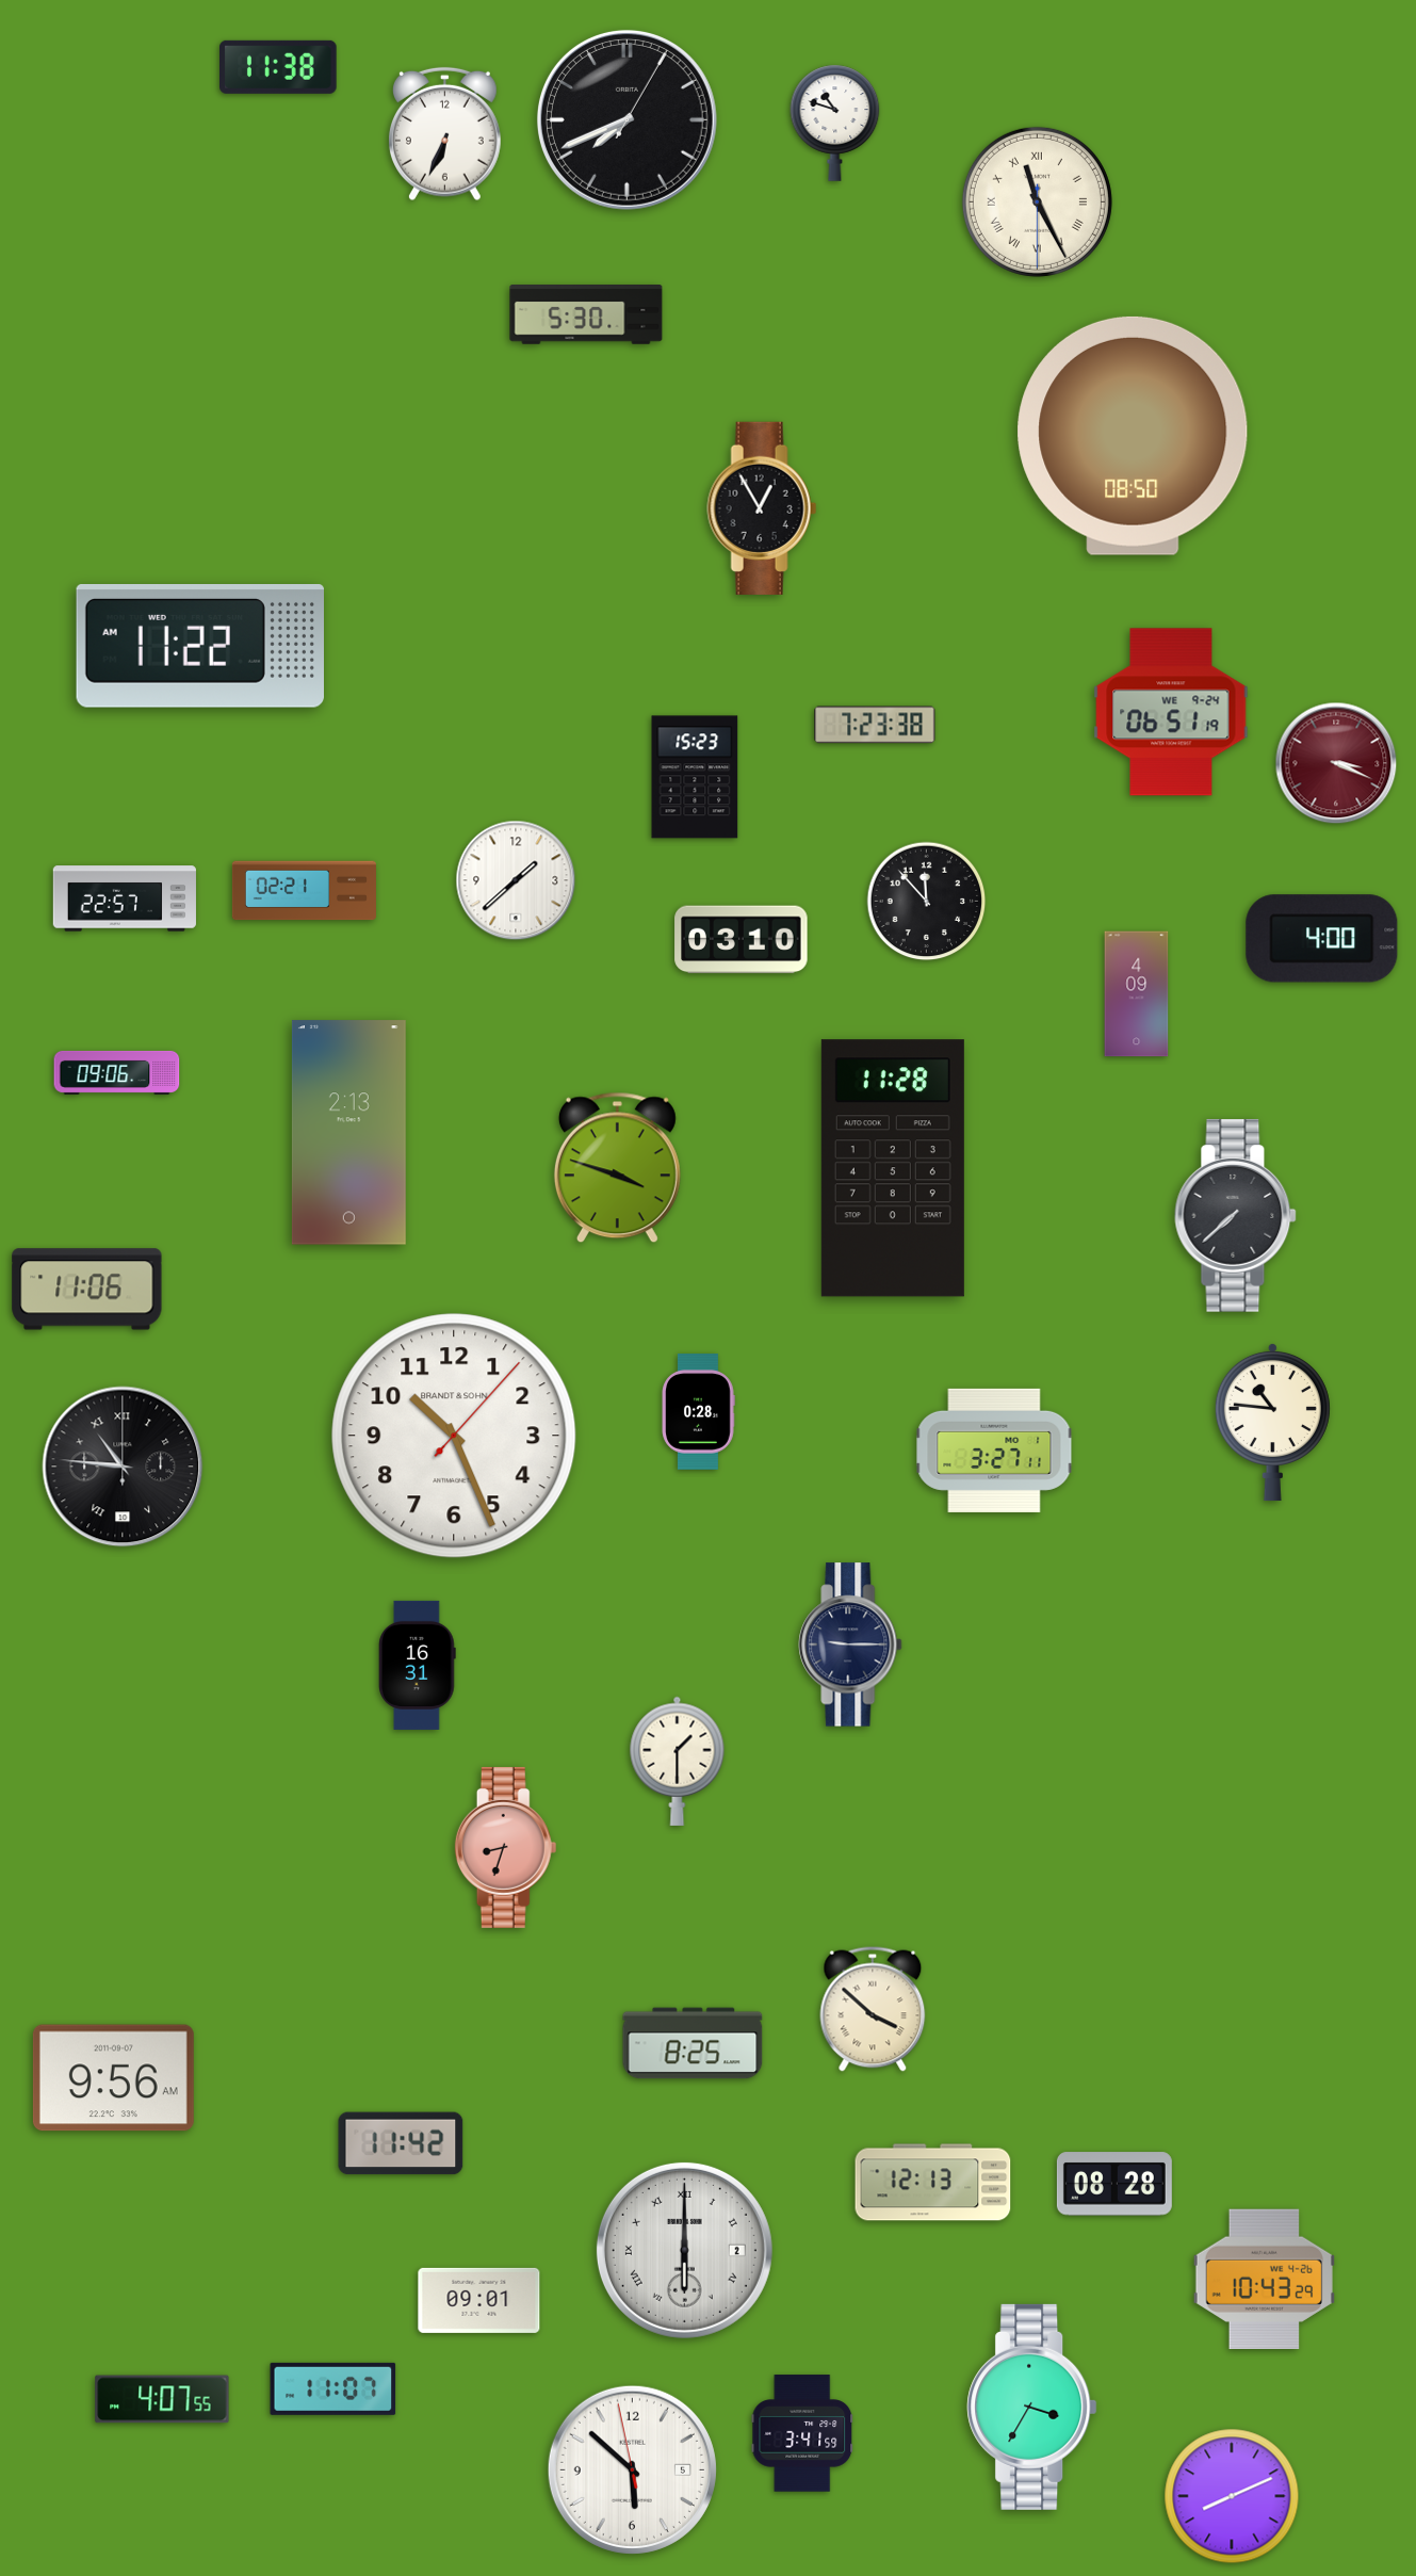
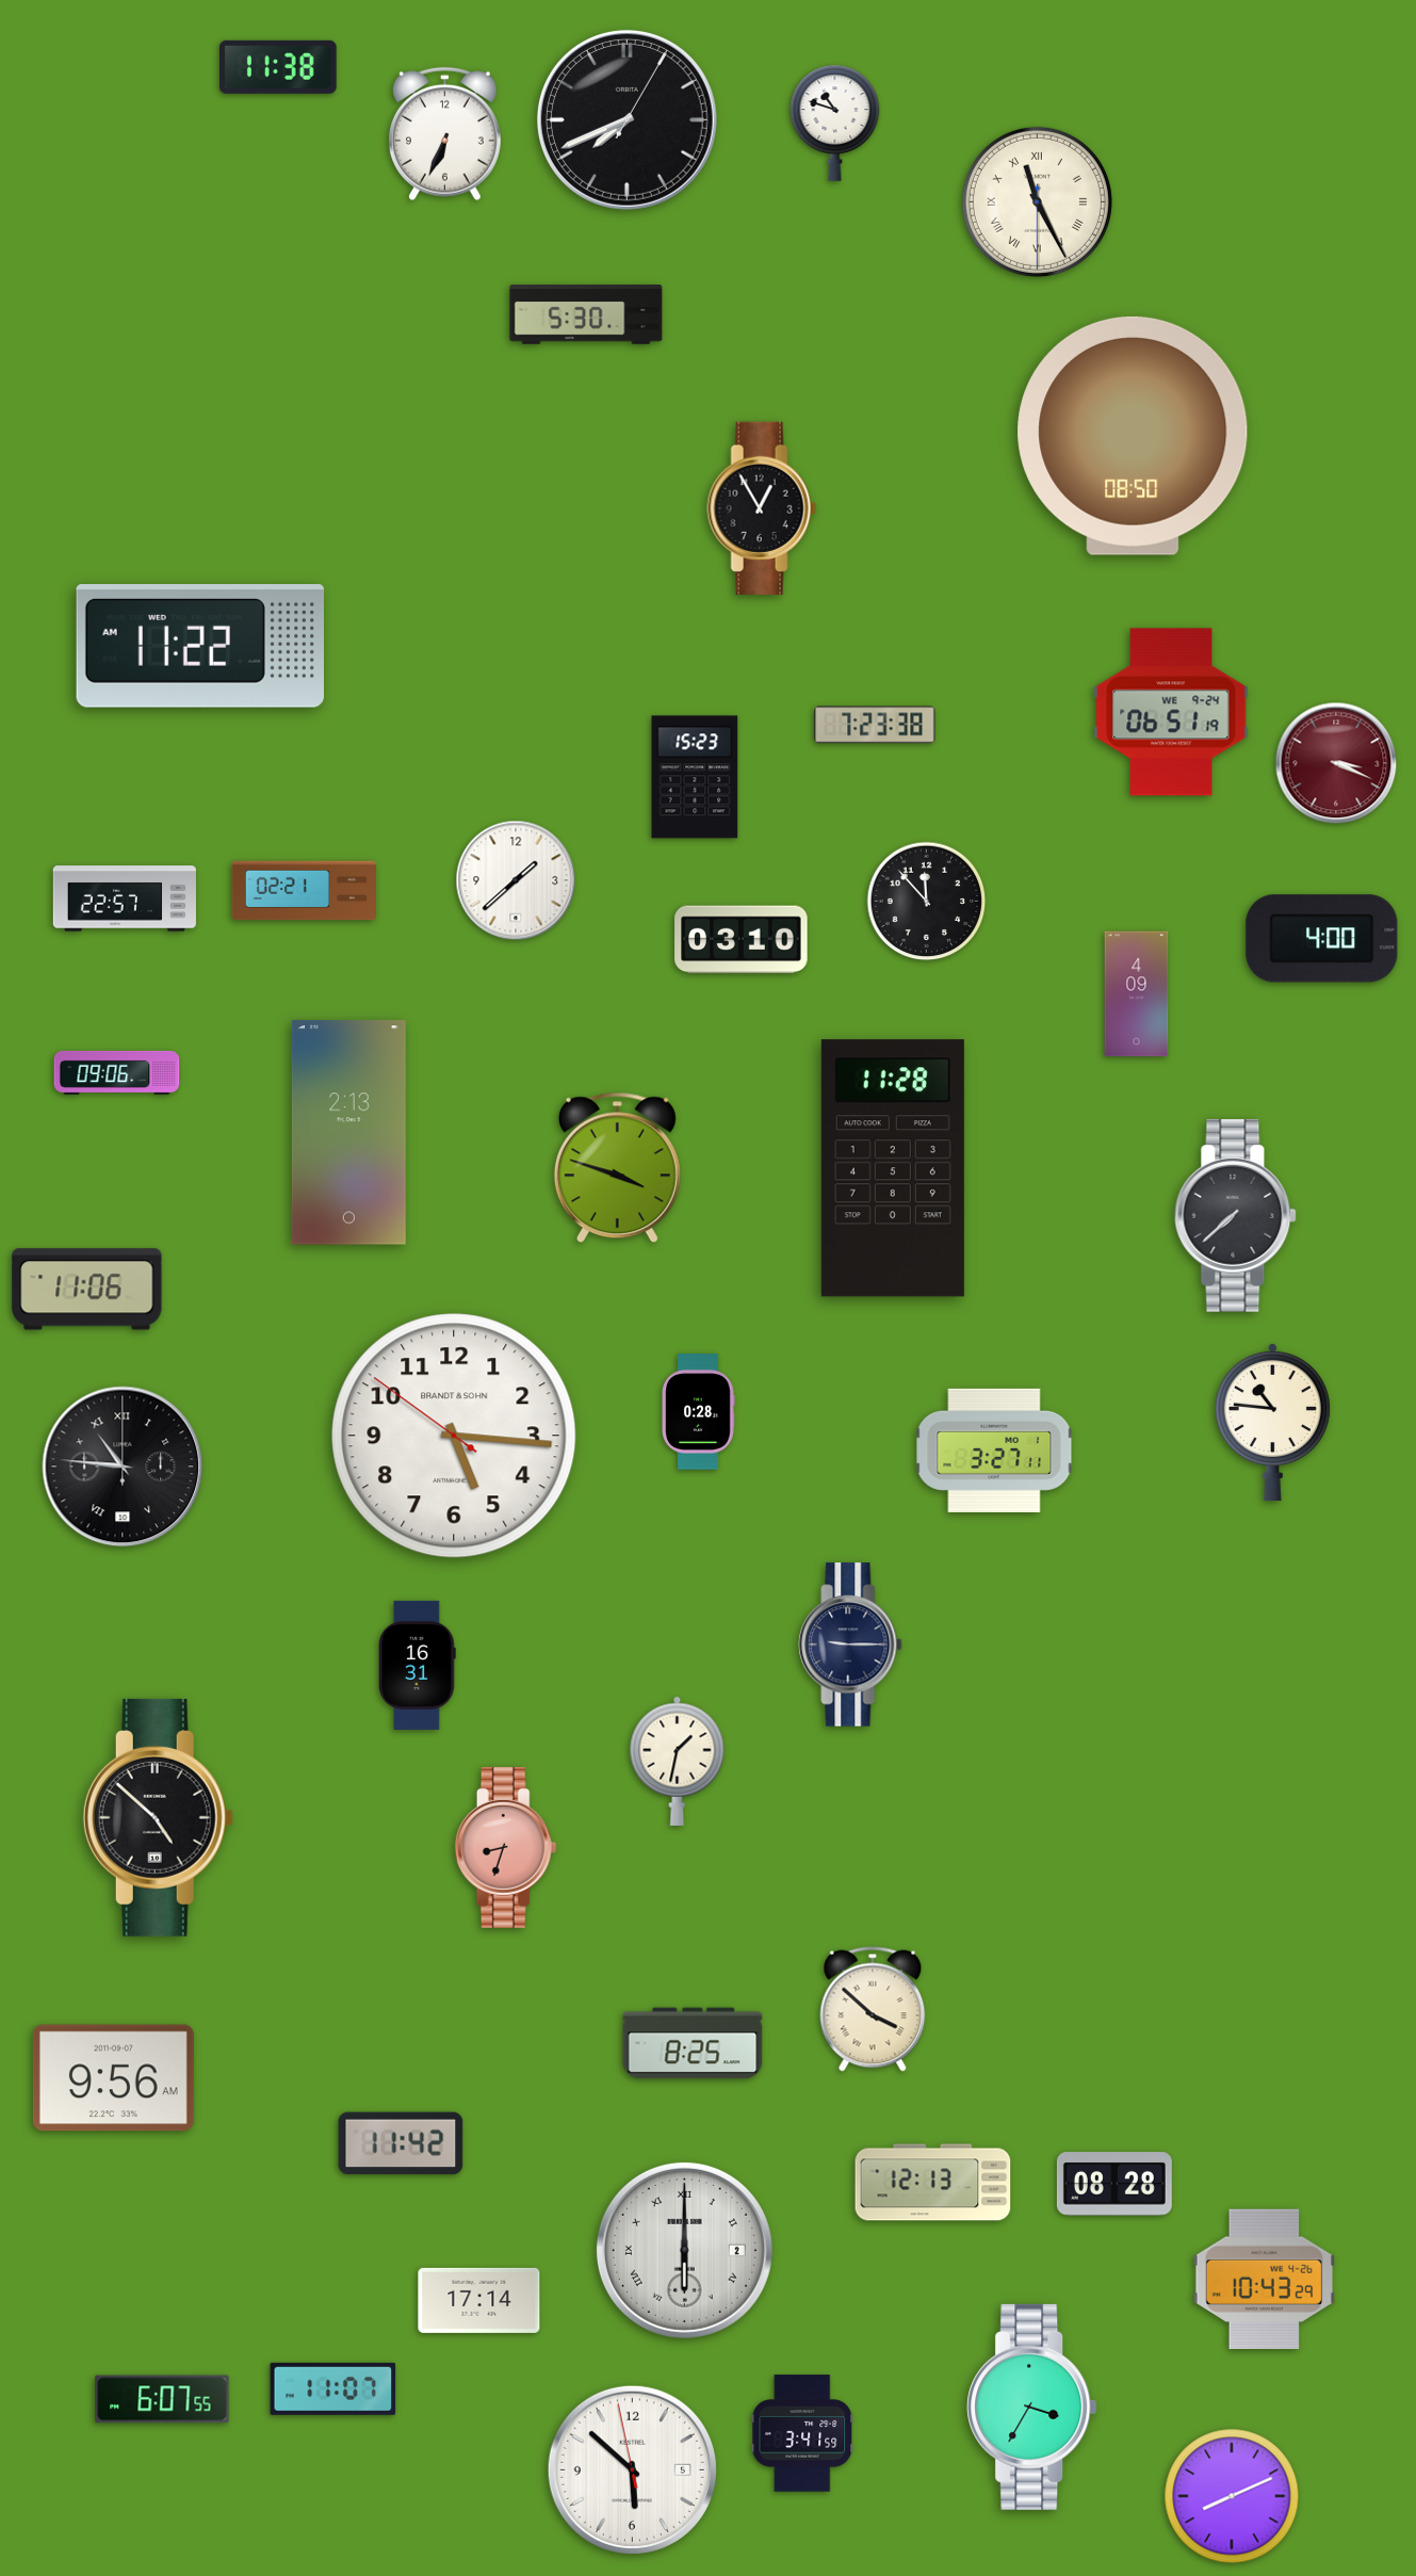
clock at (454, 1436): 10:26 -> 5:15
clock at (678, 1761): 1:30 -> 1:32
clock at (158, 1817): none -> 4:52
clock at (479, 2300): 09:01 -> 17:14
clock at (162, 2399): 4:07 -> 6:07
